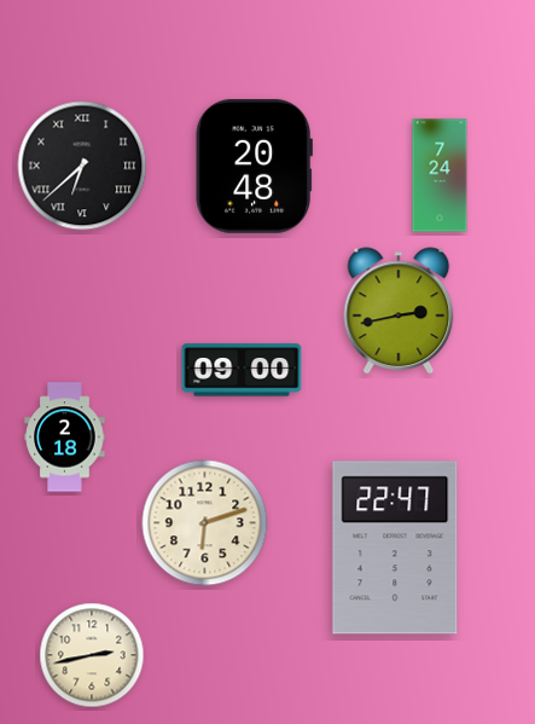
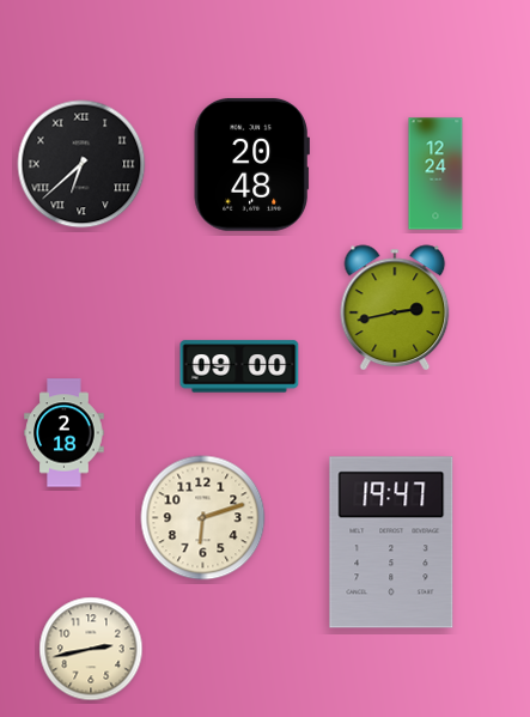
clock at (440, 175): 7:24 -> 12:24
clock at (395, 548): 22:47 -> 19:47
